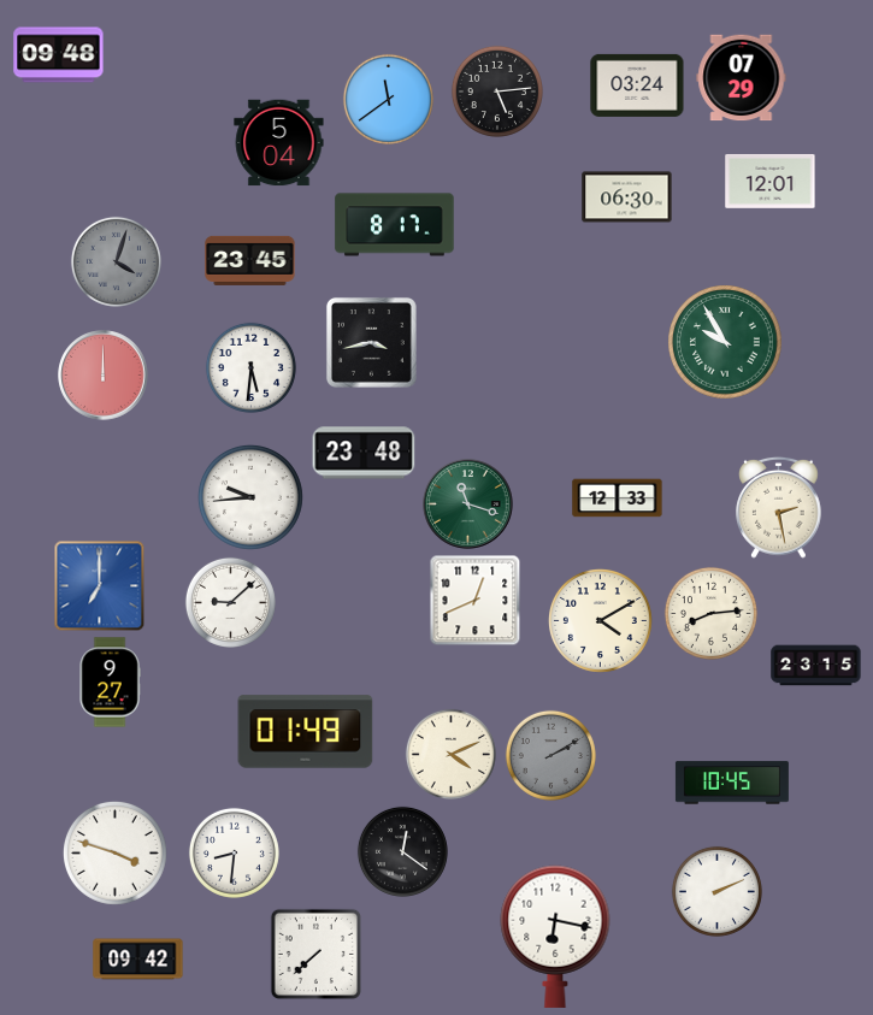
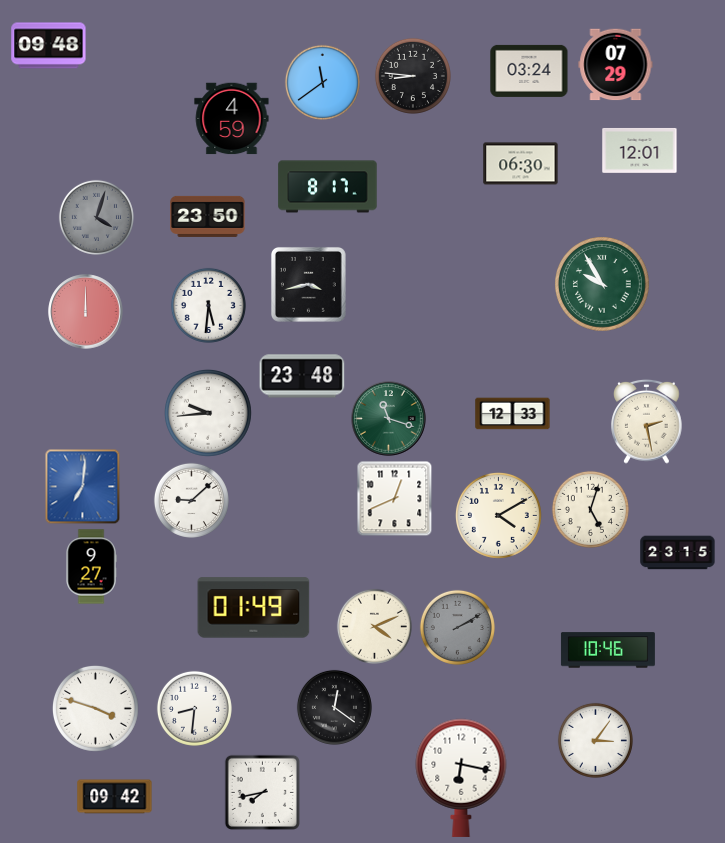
clock at (497, 92): 5:14 -> 8:46
clock at (279, 143): 5:04 -> 4:59
clock at (250, 260): 23:45 -> 23:50
clock at (100, 586): 7:00 -> 7:01
clock at (710, 613): 8:14 -> 5:03
clock at (732, 783): 10:45 -> 10:46
clock at (716, 891): 2:11 -> 3:06
clock at (315, 954): 7:38 -> 7:43
